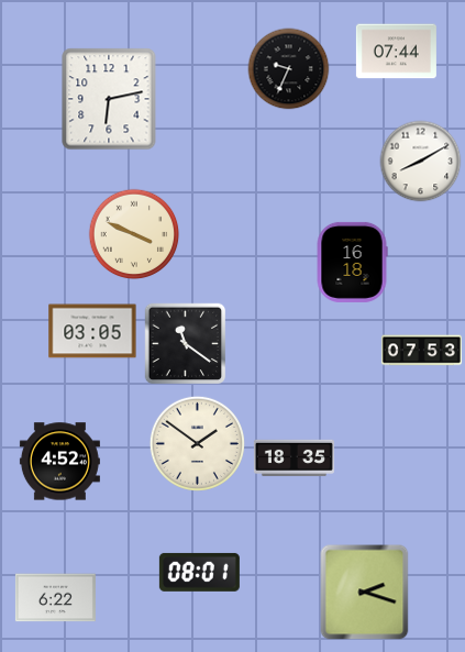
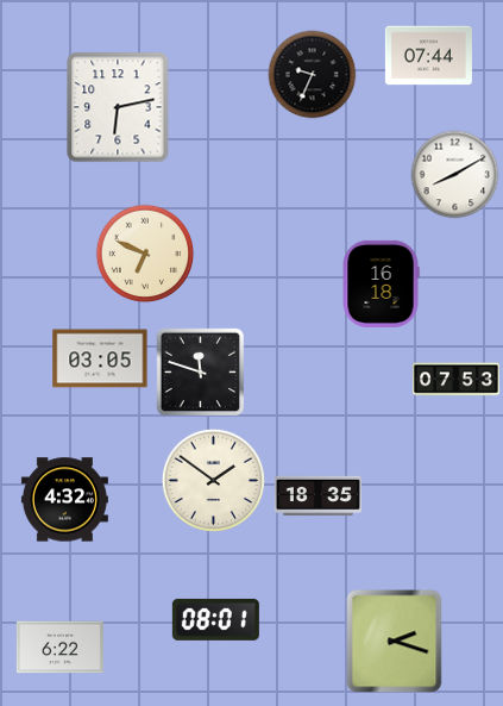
clock at (134, 234): 3:49 -> 6:49
clock at (186, 344): 11:21 -> 11:48
clock at (59, 462): 4:52 -> 4:32
